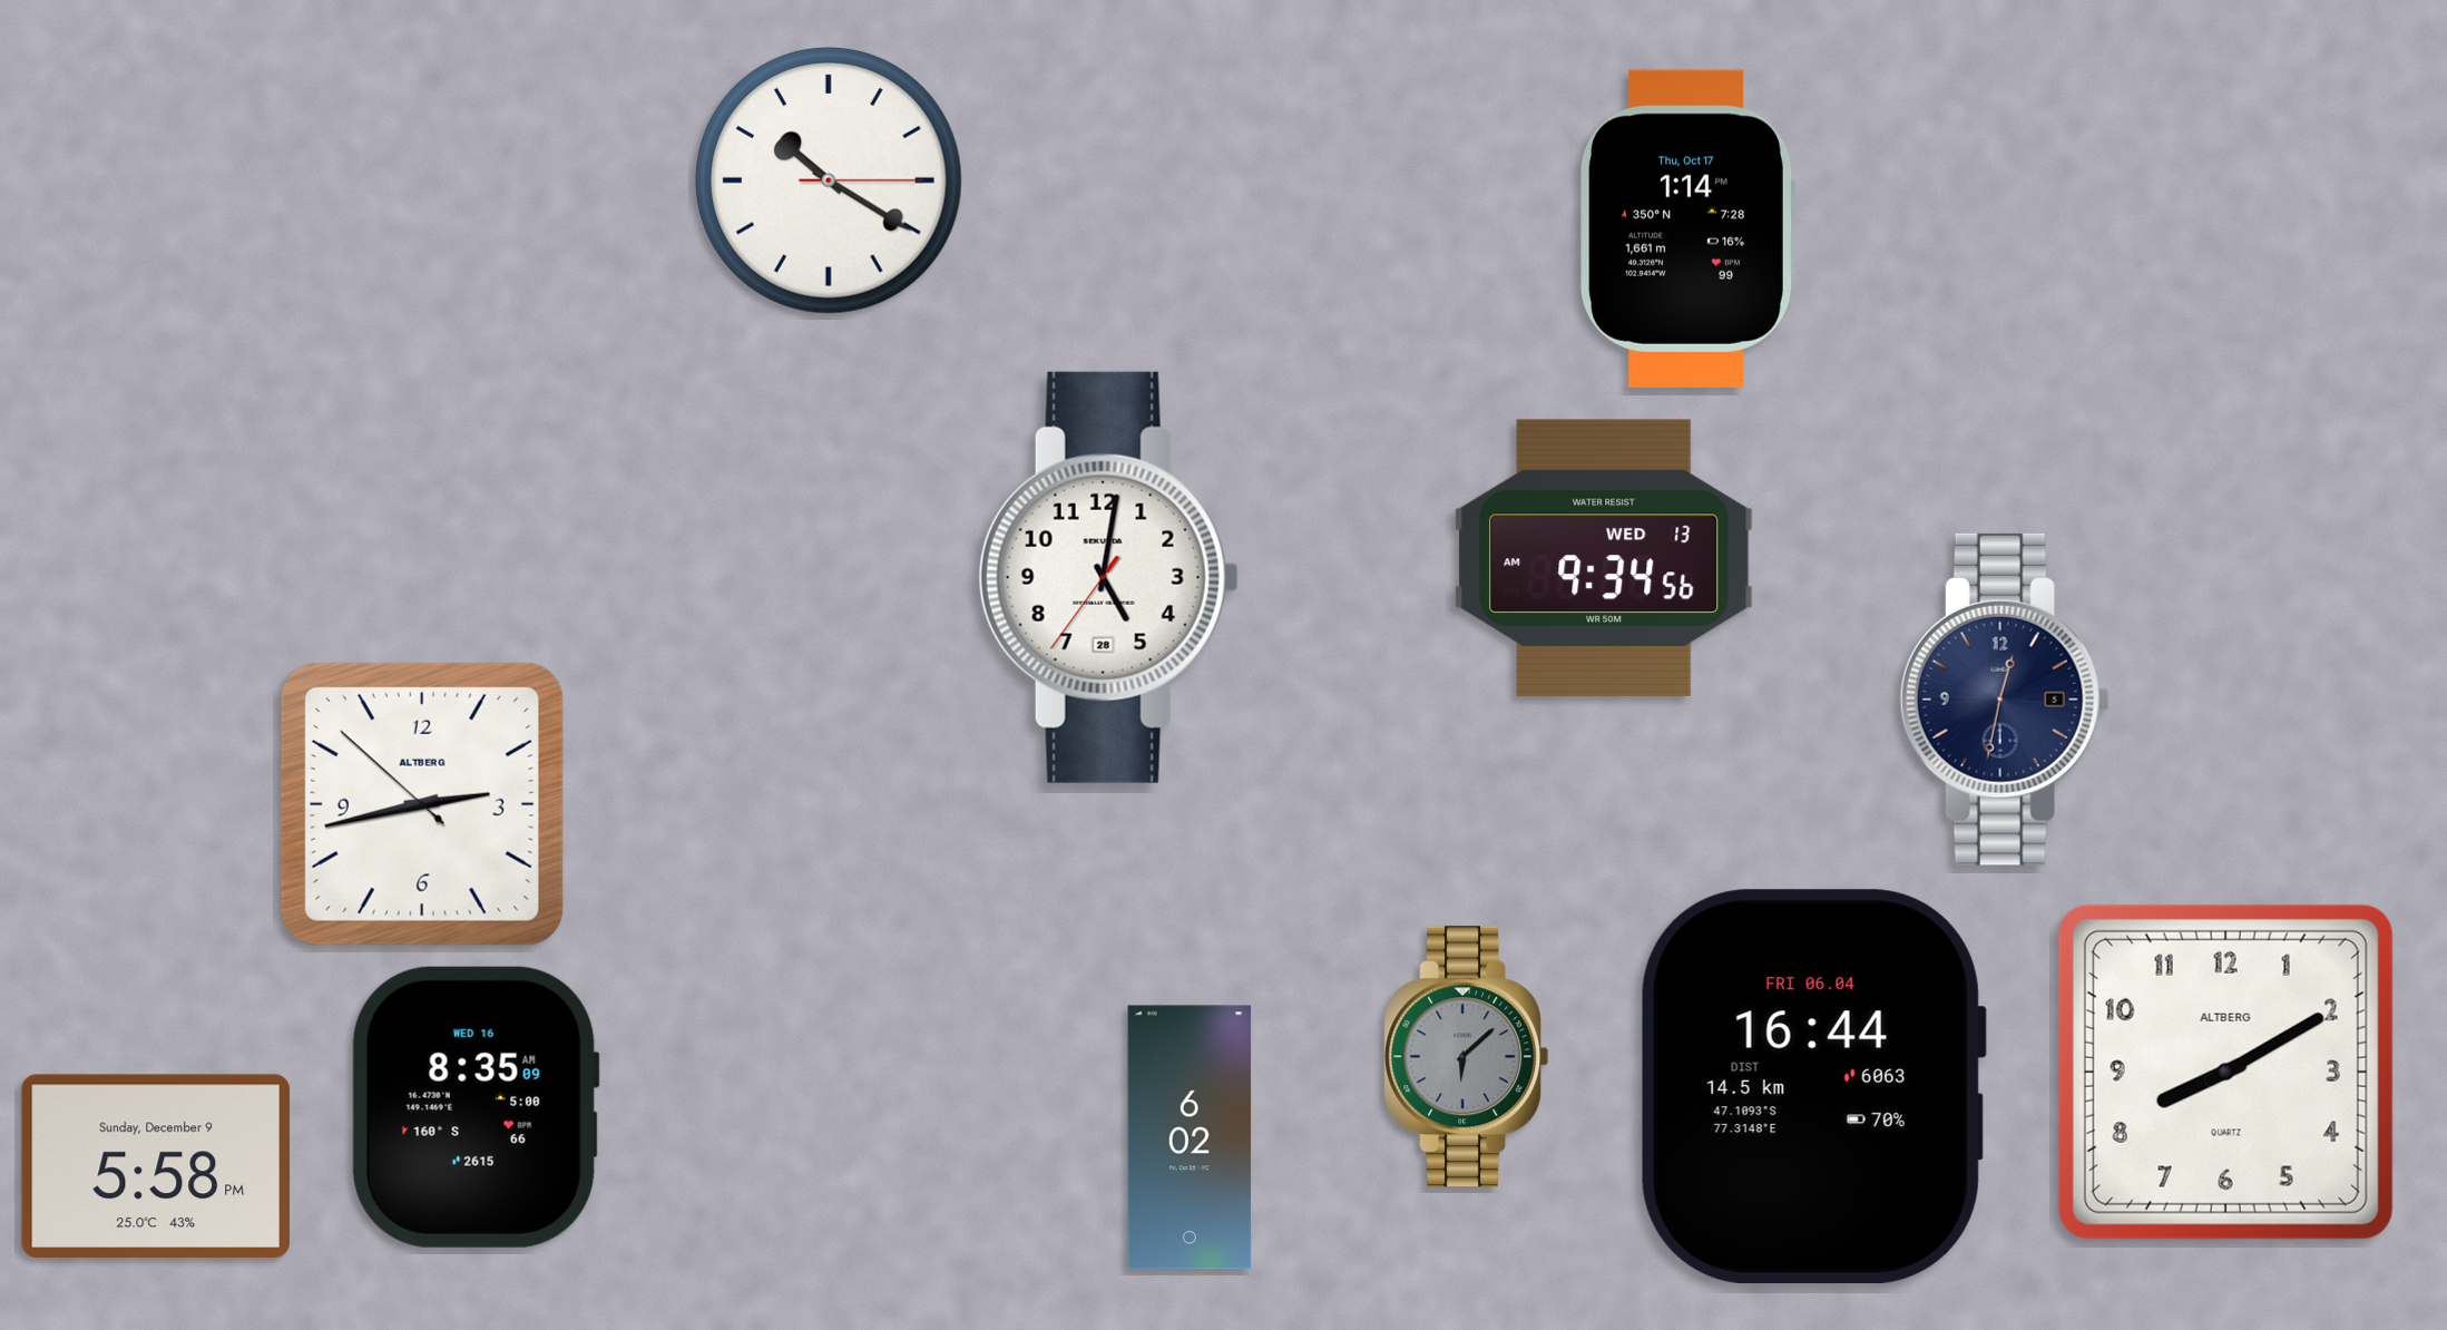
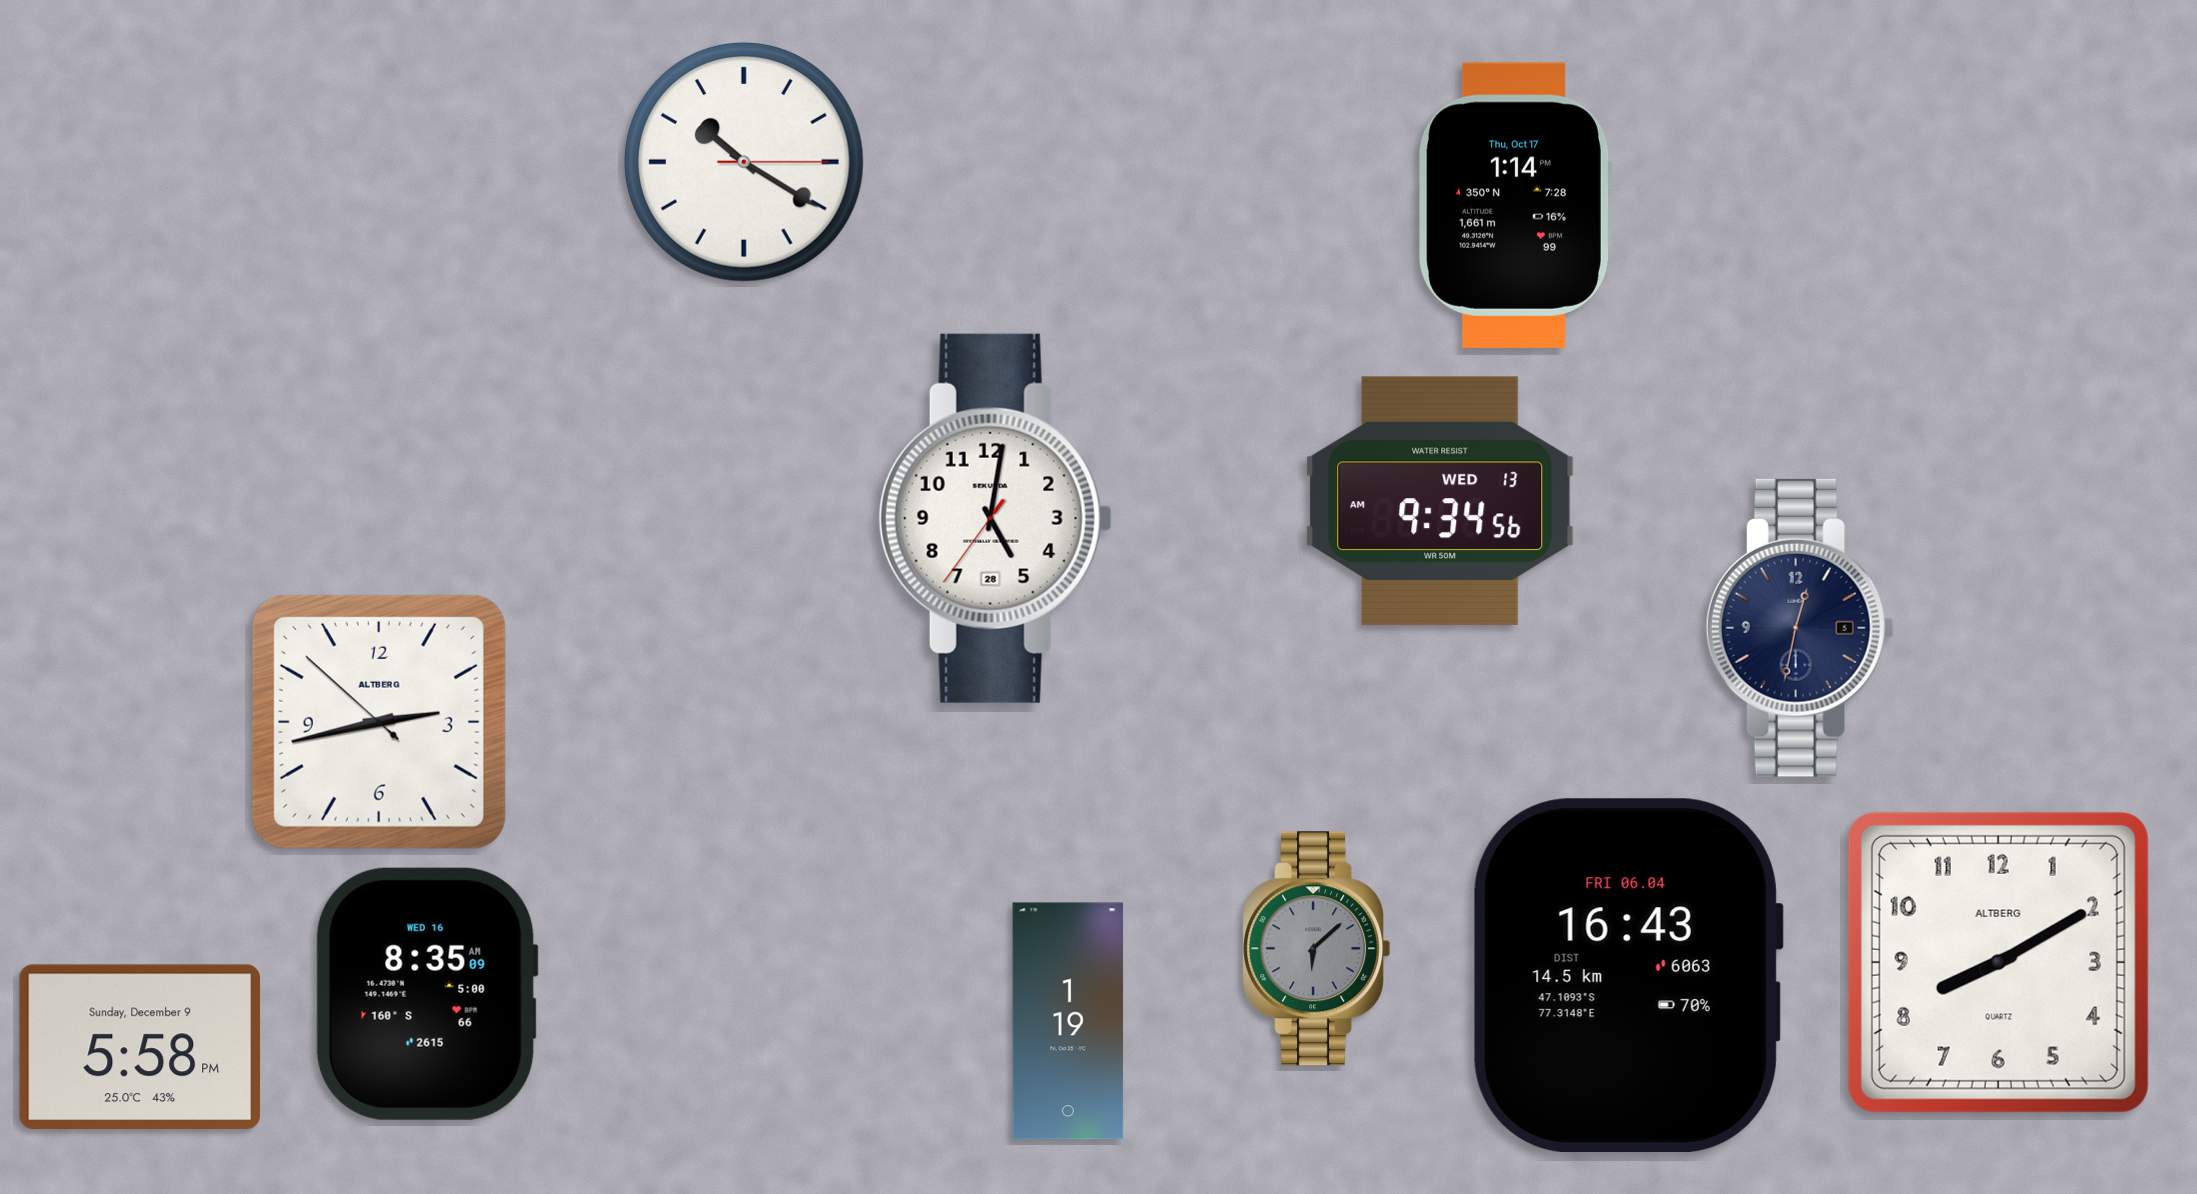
clock at (1813, 1087): 16:44 -> 16:43
clock at (1190, 1137): 6:02 -> 1:19
